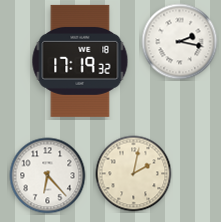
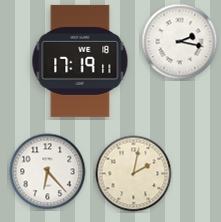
clock at (80, 61): 17:19:32 -> 17:19:11
clock at (48, 176) position: (48, 176) -> (48, 172)
